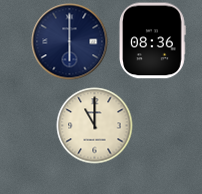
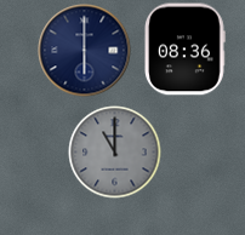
clock at (95, 126) dial: cream -> grey
